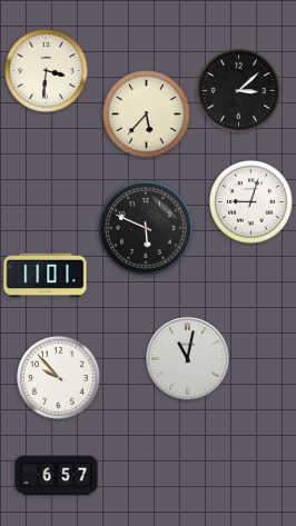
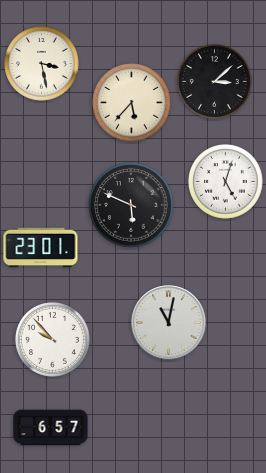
clock at (47, 71): 3:31 -> 3:28
clock at (251, 202): 9:03 -> 5:03
clock at (46, 276): 11:01 -> 23:01
